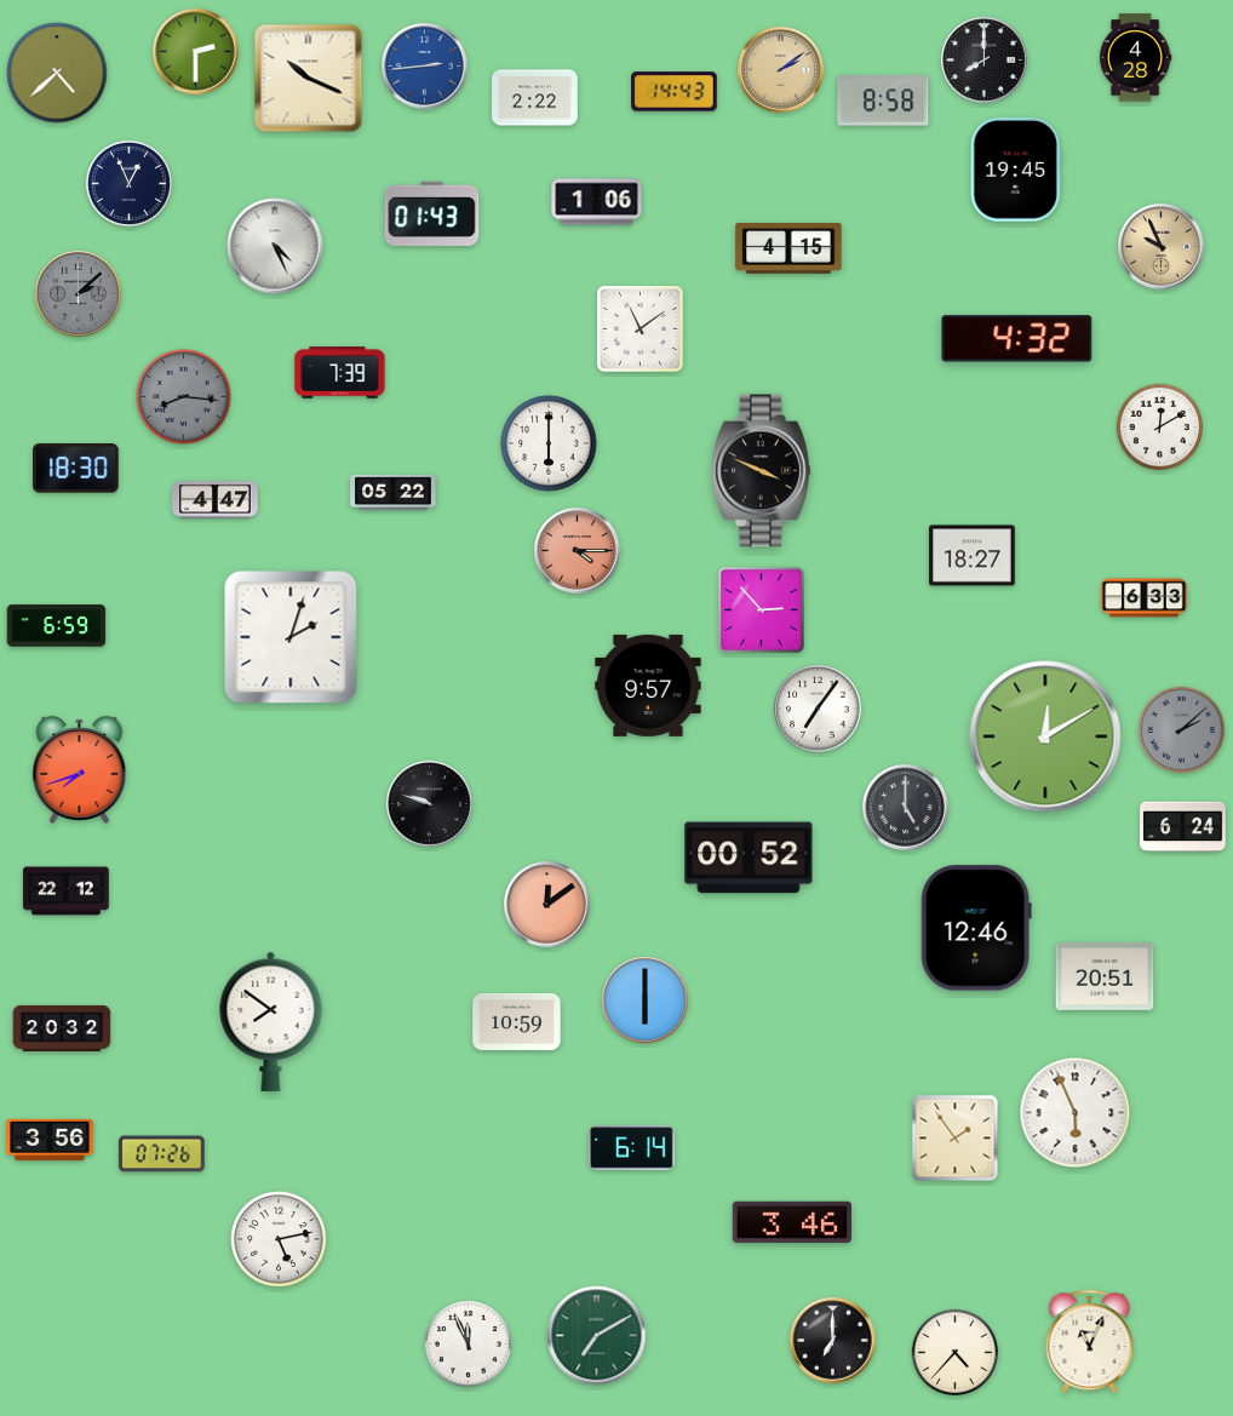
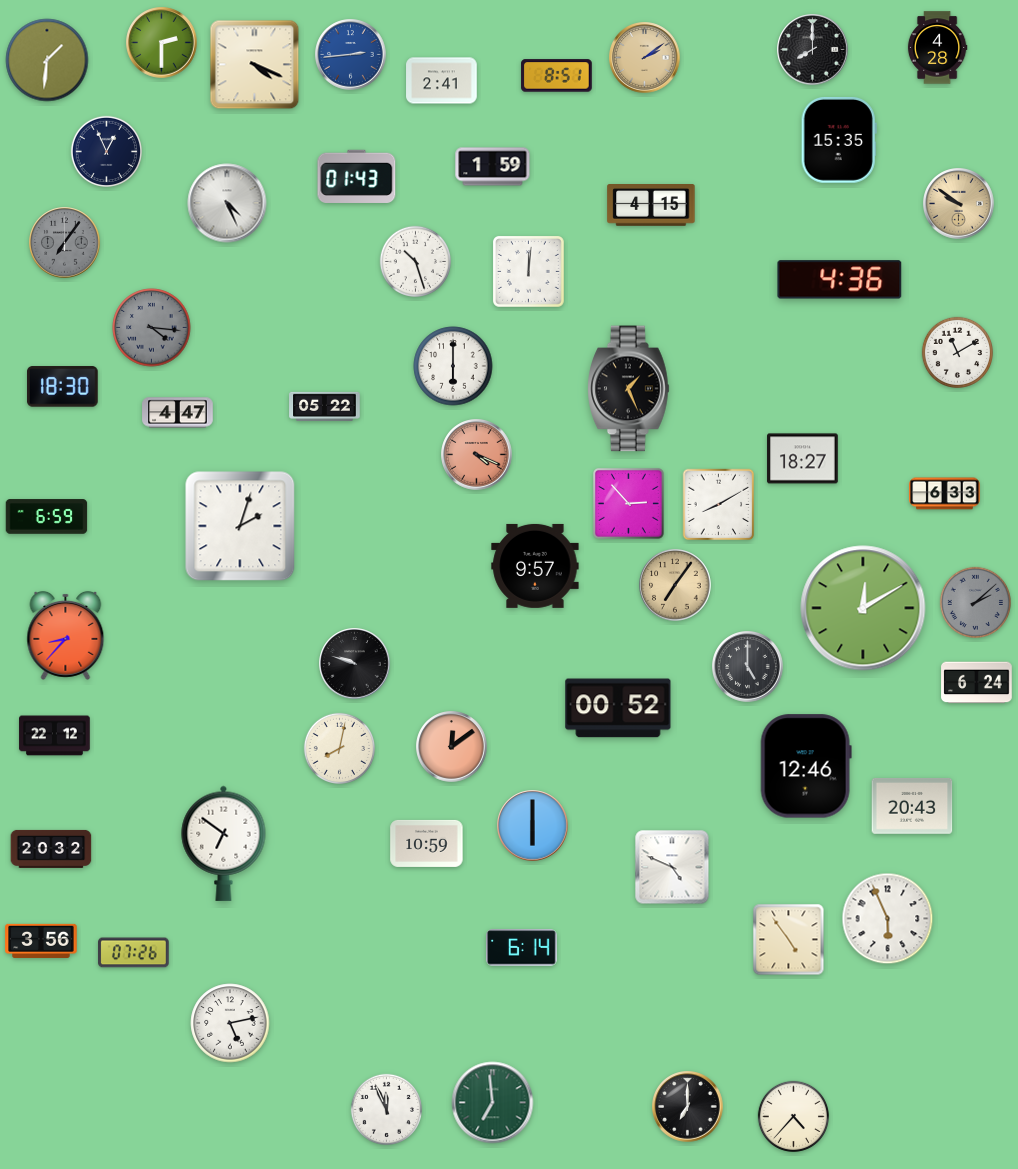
clock at (57, 73): 4:38 -> 1:31
clock at (309, 79): 10:19 -> 4:19
clock at (675, 92): 14:43 -> 8:51
clock at (535, 98): 2:22 -> 2:41
clock at (883, 101): 8:58 -> none
clock at (1016, 170): 19:45 -> 15:35
clock at (597, 202): 1:06 -> 1:59
clock at (1162, 247): 9:56 -> 9:51
clock at (79, 294): 2:08 -> 7:06
clock at (415, 261): none -> 10:27
clock at (640, 328): 11:09 -> 12:01
clock at (1017, 339): 4:32 -> 4:36
clock at (340, 373): 7:39 -> none
clock at (184, 397): 8:16 -> 4:16
clock at (1159, 426): 12:10 -> 11:10
clock at (762, 471): 3:49 -> 1:26
clock at (578, 551): 4:15 -> 4:19
clock at (719, 505): none -> 8:10
clock at (818, 709) dial: white -> champagne
clock at (80, 769): 7:42 -> 8:37
clock at (339, 748): none -> 8:02
clock at (1105, 976): 20:51 -> 20:43
clock at (271, 1021): 7:51 -> 6:51
clock at (672, 867): none -> 4:49
clock at (956, 1139): 1:54 -> 4:54
clock at (792, 1222): 3:46 -> none
clock at (597, 1336): 7:10 -> 6:59
clock at (1090, 1342): 11:04 -> none
clock at (954, 1352) position: (954, 1352) -> (793, 1116)
